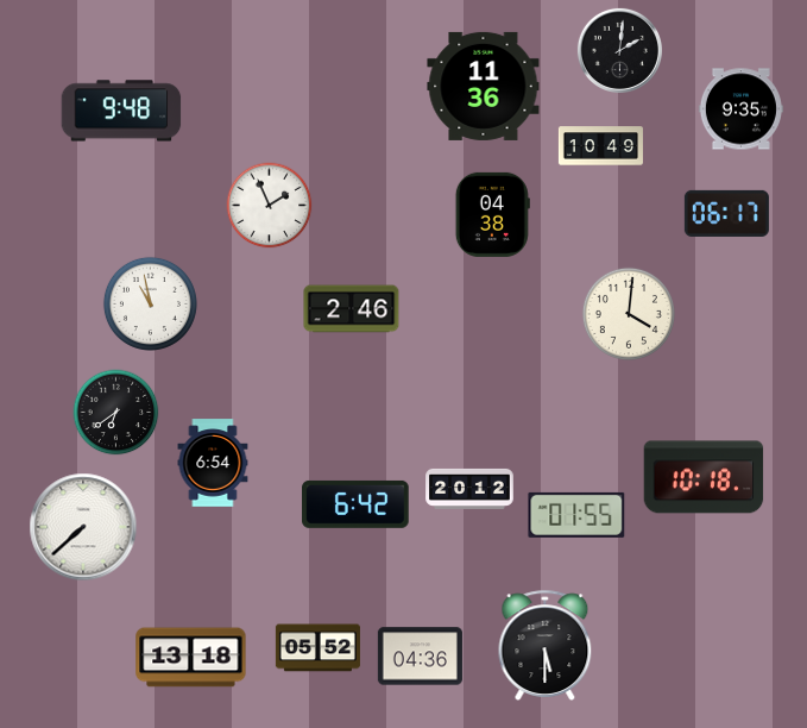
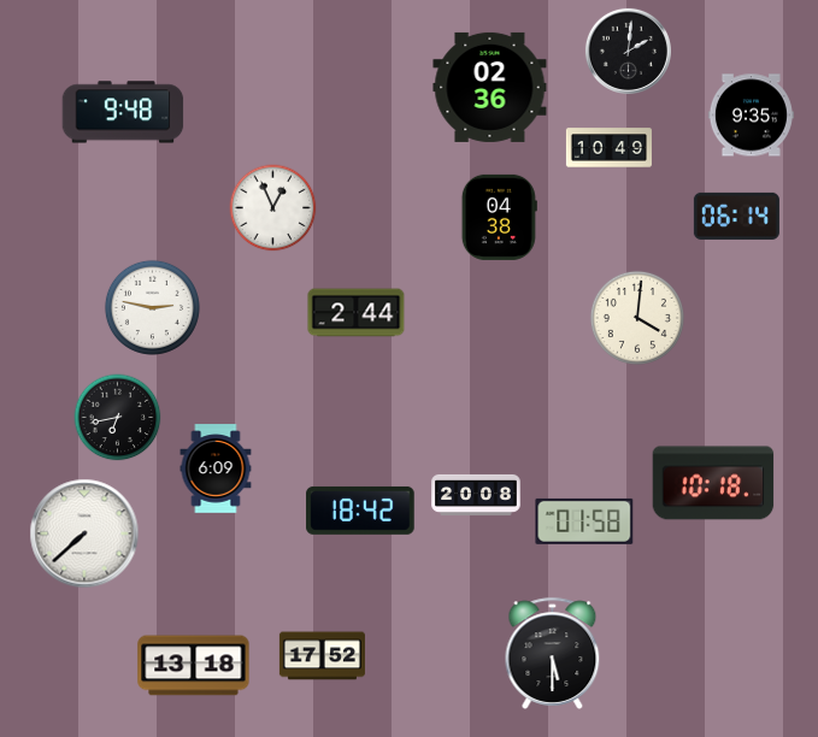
clock at (484, 86): 11:36 -> 02:36
clock at (740, 109) position: (740, 109) -> (751, 116)
clock at (270, 206): 1:56 -> 12:56
clock at (726, 213): 06:17 -> 06:14
clock at (150, 303): 10:58 -> 2:47
clock at (352, 309): 2:46 -> 2:44
clock at (116, 413): 6:39 -> 6:43
clock at (213, 463): 6:54 -> 6:09
clock at (469, 489): 20:12 -> 20:08
clock at (355, 504): 6:42 -> 18:42
clock at (576, 515): 01:55 -> 01:58
clock at (317, 648): 05:52 -> 17:52
clock at (420, 657): 04:36 -> none
